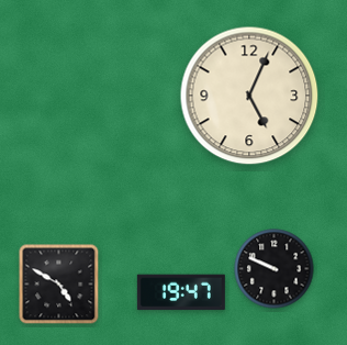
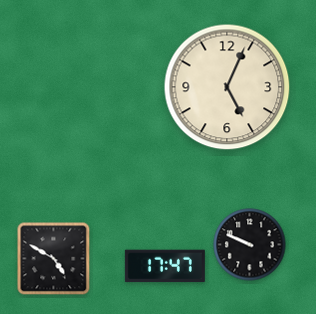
clock at (181, 292): 19:47 -> 17:47
